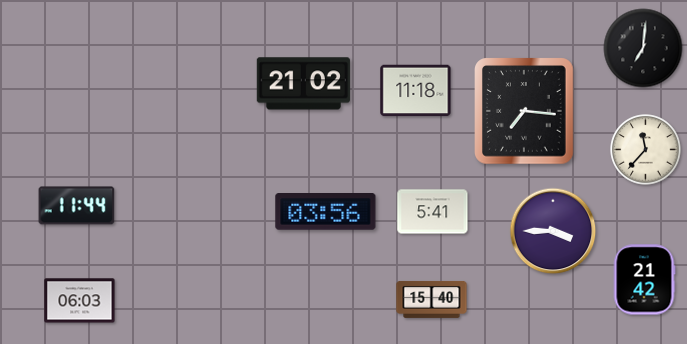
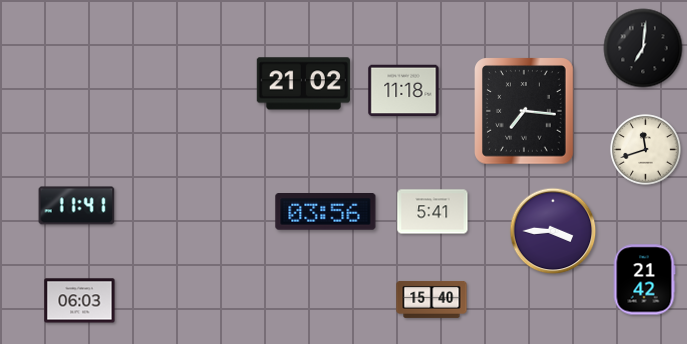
clock at (416, 91) position: (416, 91) -> (404, 91)
clock at (646, 150): 11:37 -> 11:42
clock at (77, 206): 11:44 -> 11:41
